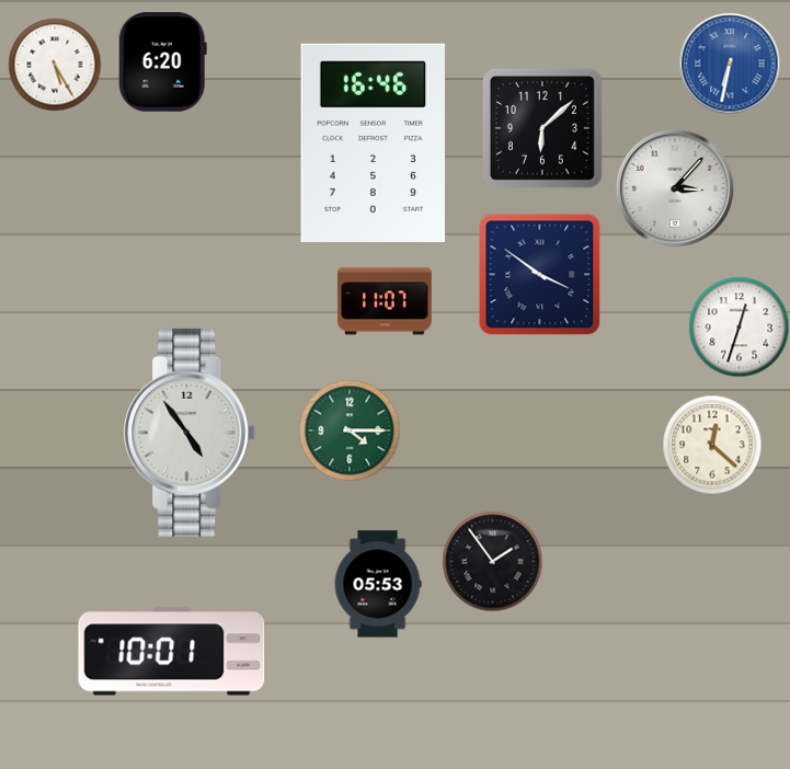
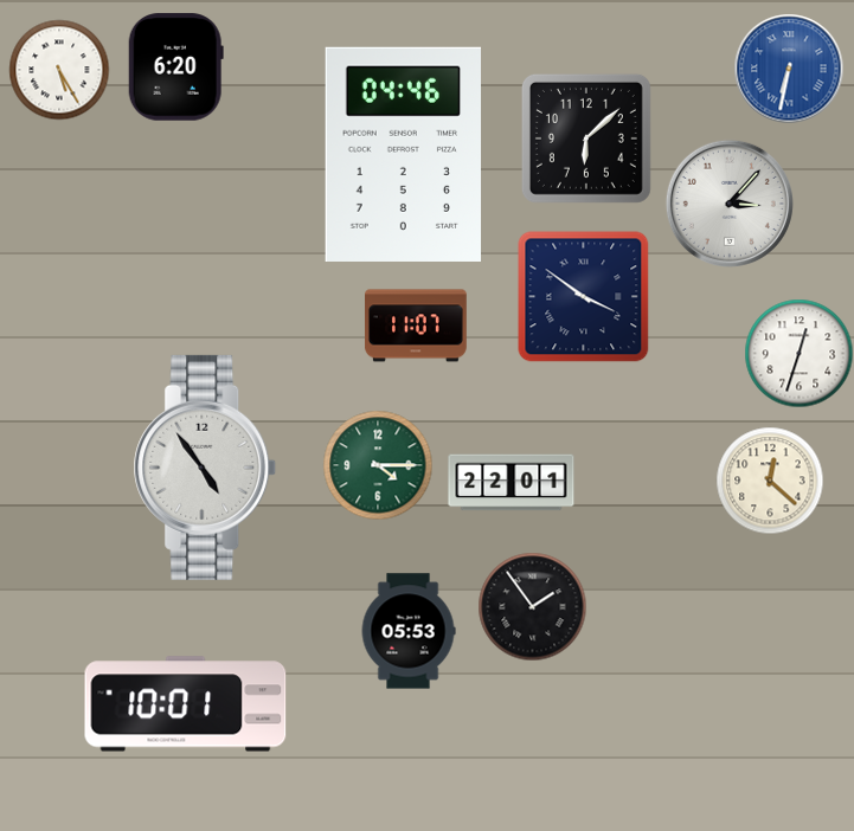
clock at (374, 142): 16:46 -> 04:46
clock at (512, 483): none -> 22:01
